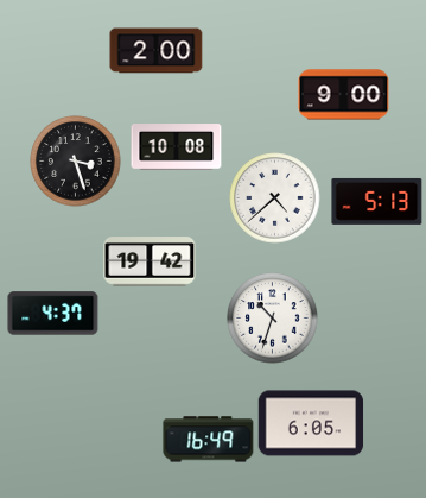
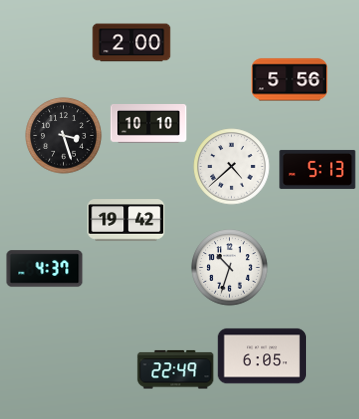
clock at (344, 95): 9:00 -> 5:56
clock at (177, 147): 10:08 -> 10:10
clock at (53, 314) position: (53, 314) -> (45, 269)
clock at (209, 440): 16:49 -> 22:49
